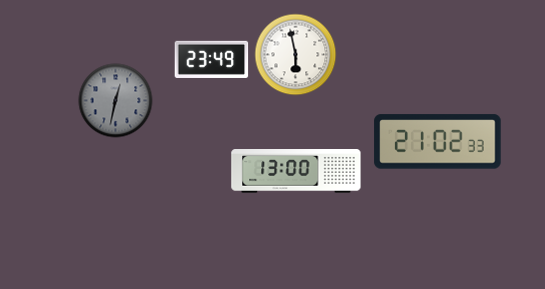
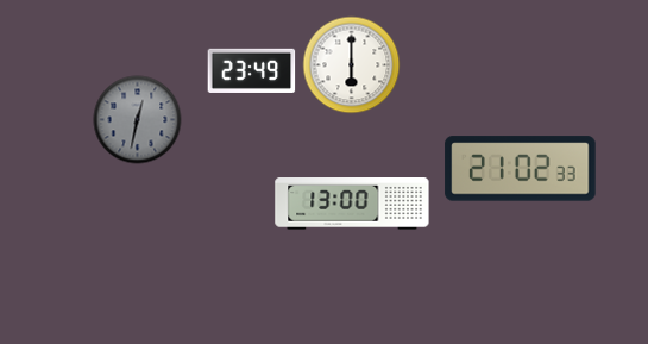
clock at (296, 55): 5:58 -> 6:00
